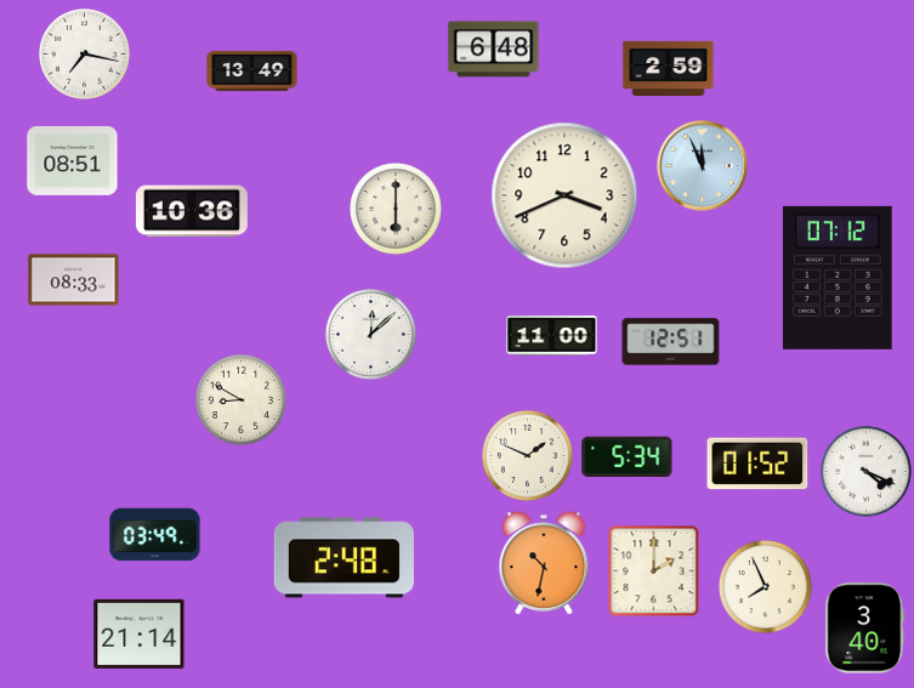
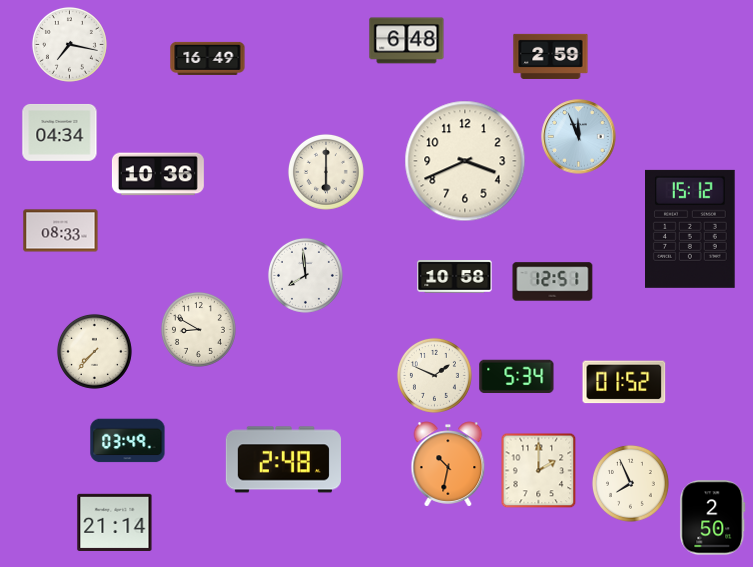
clock at (252, 70): 13:49 -> 16:49
clock at (73, 160): 08:51 -> 04:34
clock at (839, 278): 07:12 -> 15:12
clock at (370, 334): 12:08 -> 7:59
clock at (552, 336): 11:00 -> 10:58
clock at (94, 351): none -> 7:37
clock at (865, 471): 4:19 -> none
clock at (865, 629): 3:40 -> 2:50
